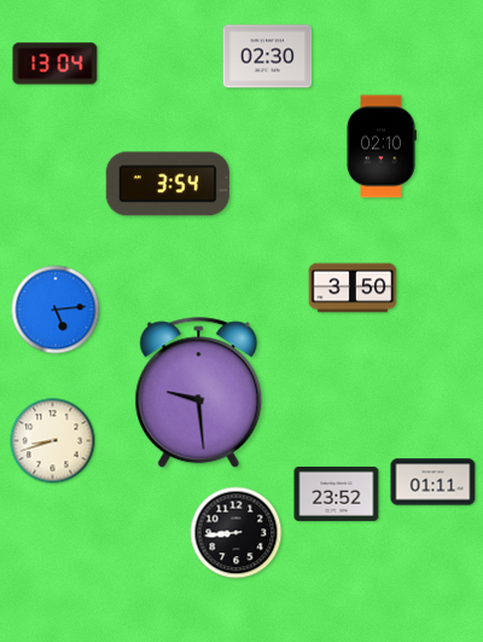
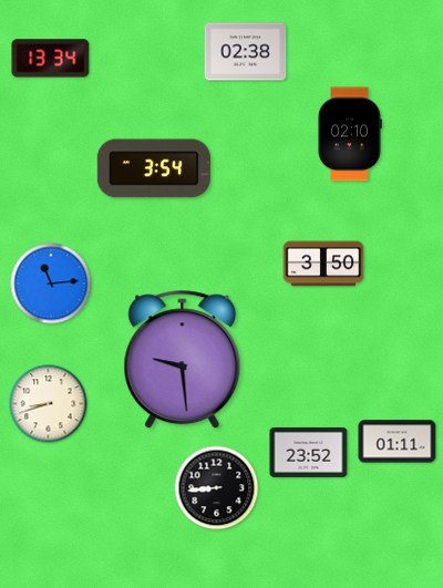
clock at (268, 57): 02:30 -> 02:38
clock at (56, 64): 13:04 -> 13:34
clock at (56, 310): 5:14 -> 11:14
